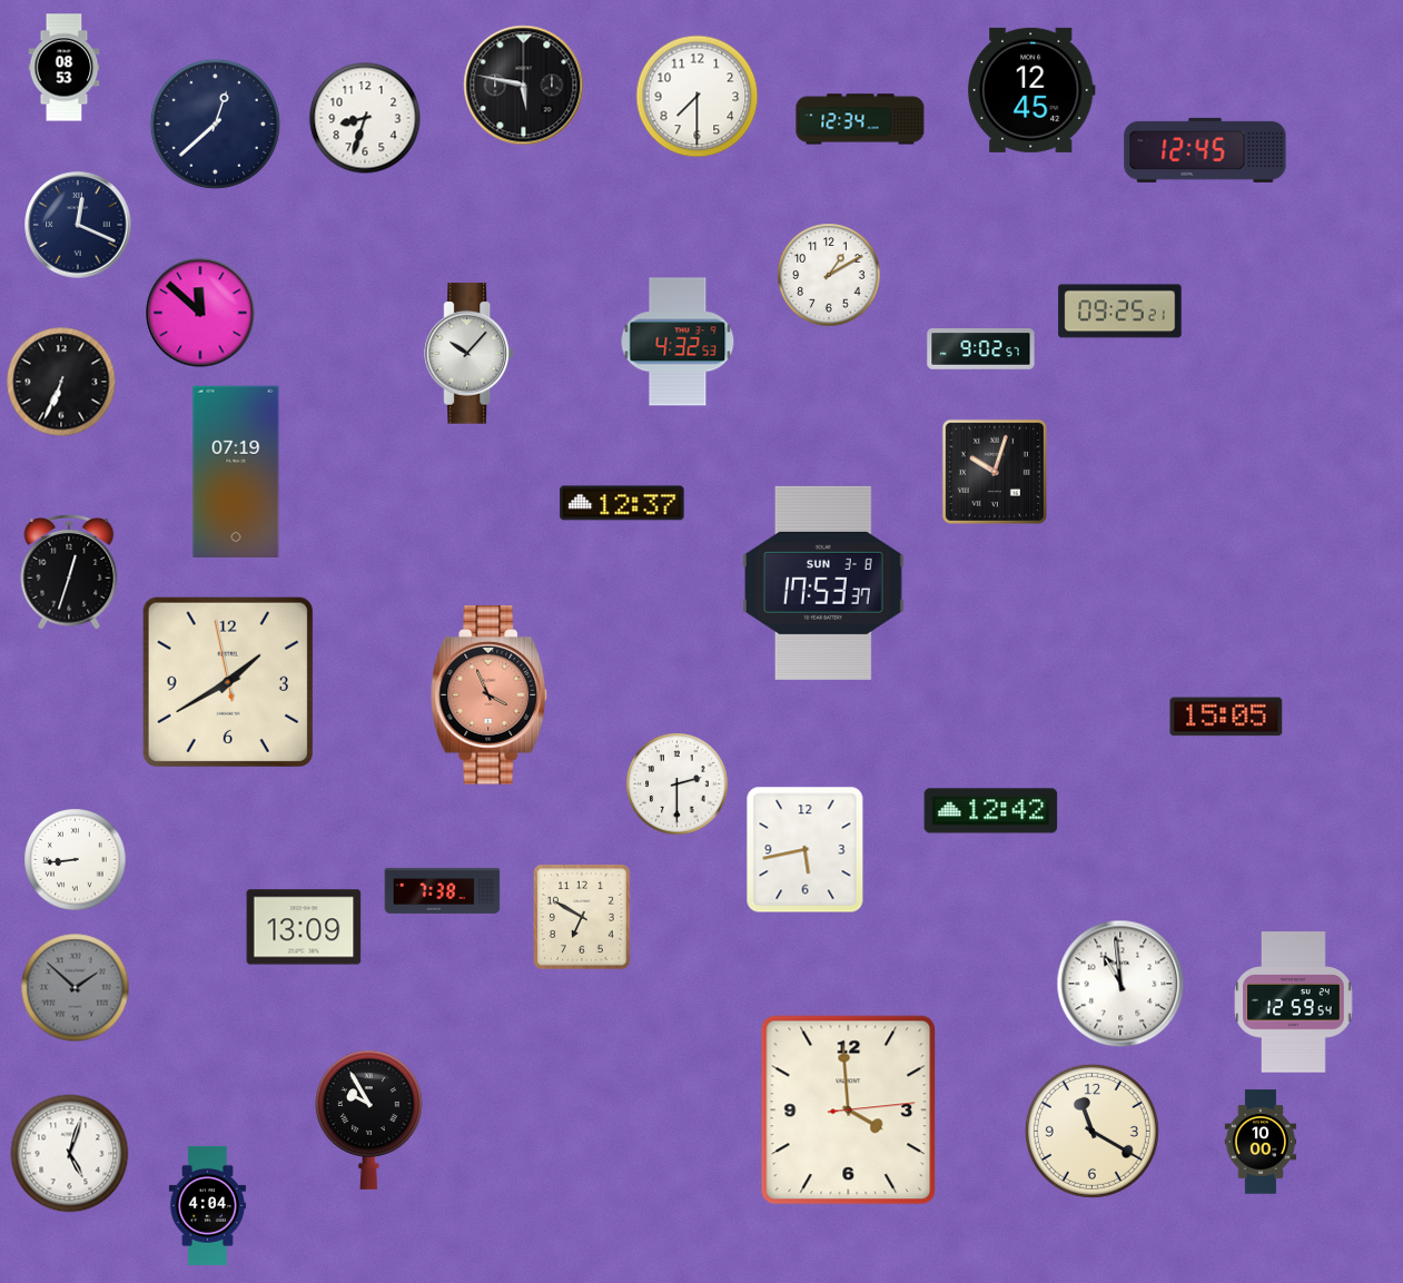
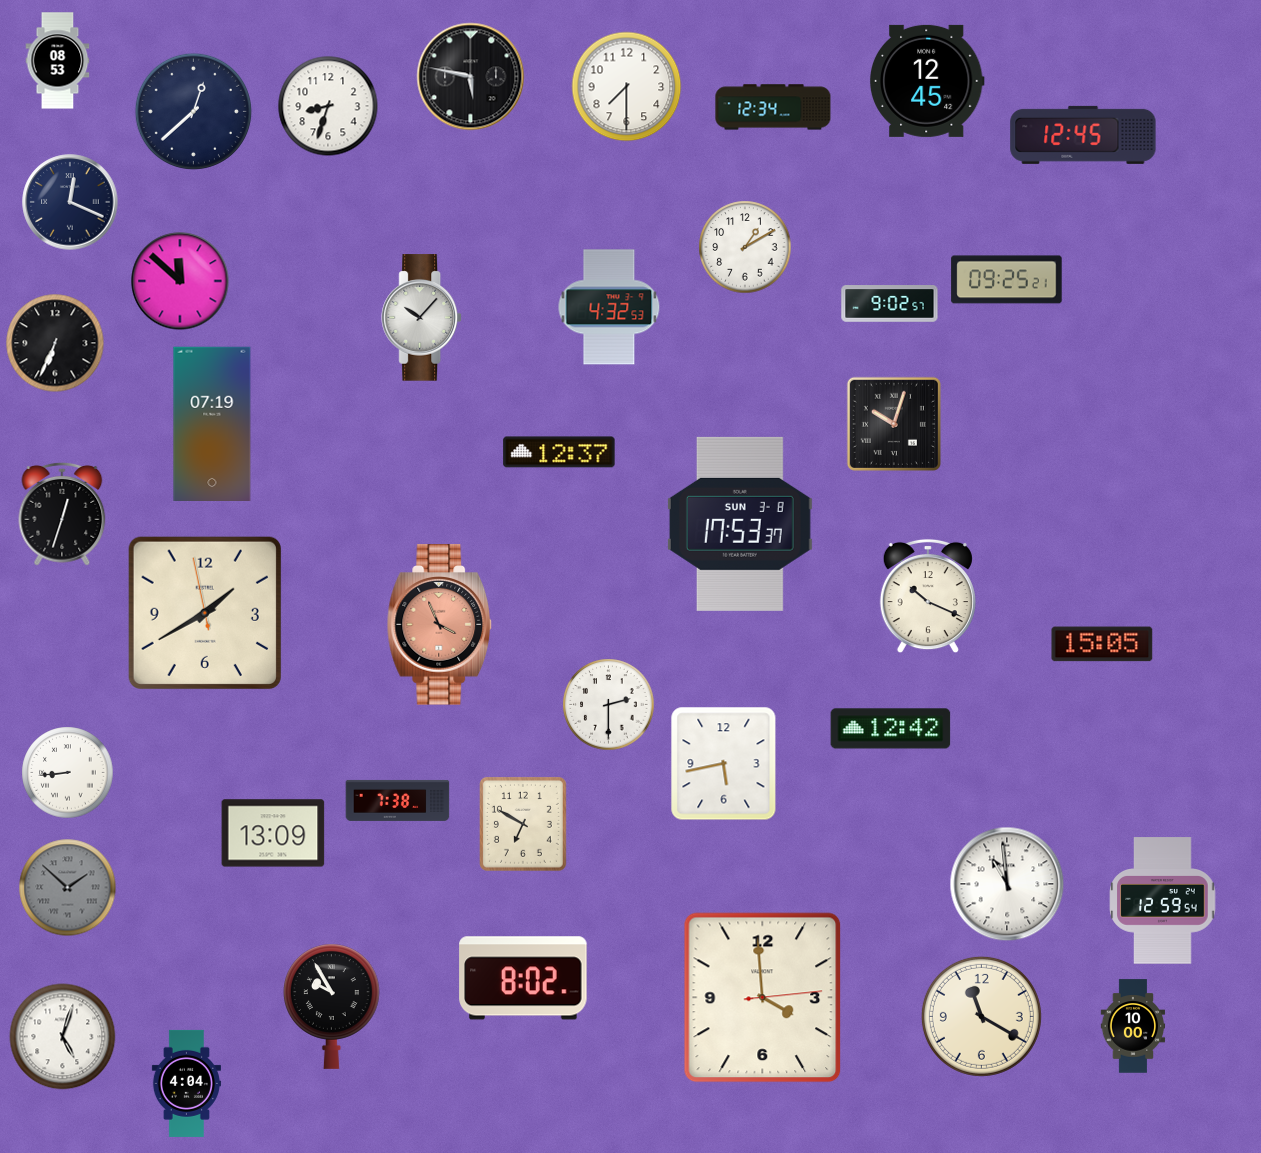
clock at (981, 349) position: (981, 349) -> (890, 304)
clock at (928, 596): none -> 10:19
clock at (523, 978): none -> 8:02
